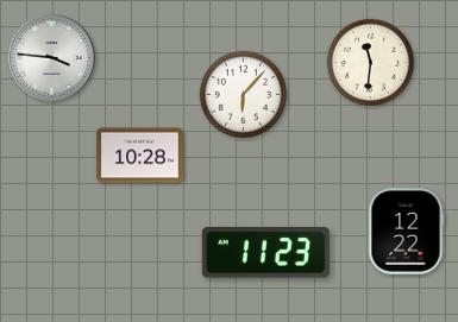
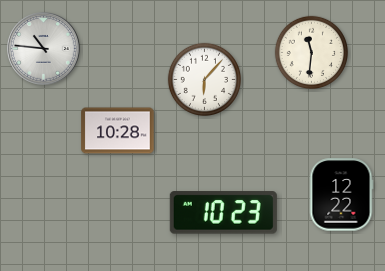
clock at (52, 58): 3:46 -> 10:46
clock at (265, 253): 11:23 -> 10:23
